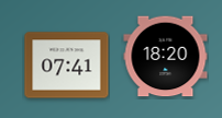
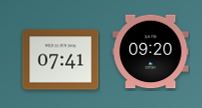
clock at (166, 57): 18:20 -> 09:20
